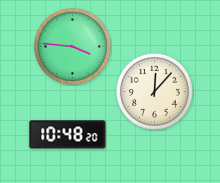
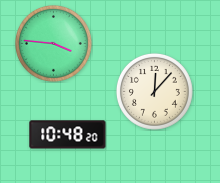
clock at (72, 46) position: (72, 46) -> (53, 43)
